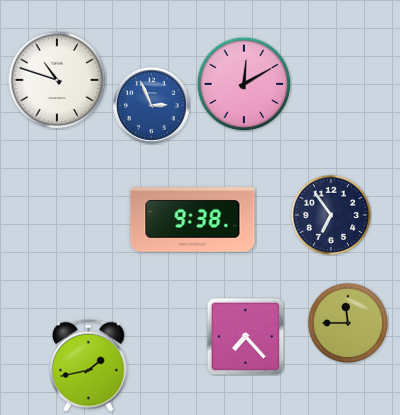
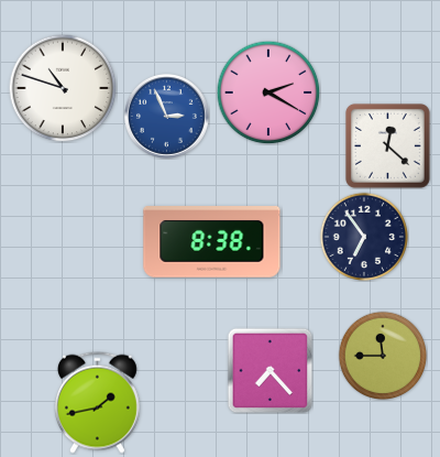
clock at (244, 84): 12:10 -> 2:20
clock at (387, 145): none -> 12:22
clock at (193, 220): 9:38 -> 8:38
